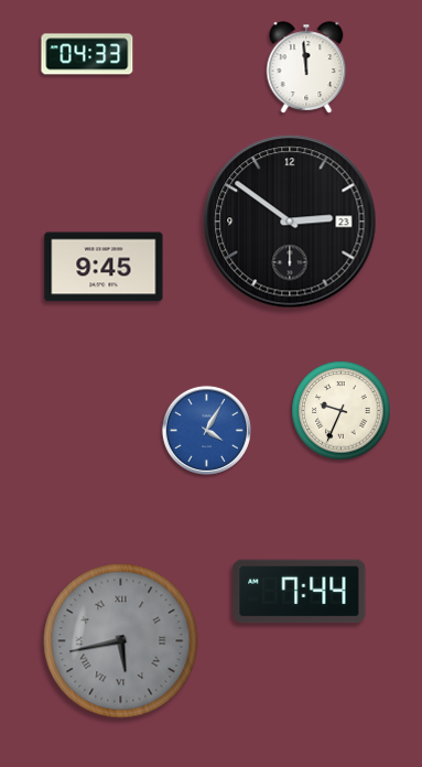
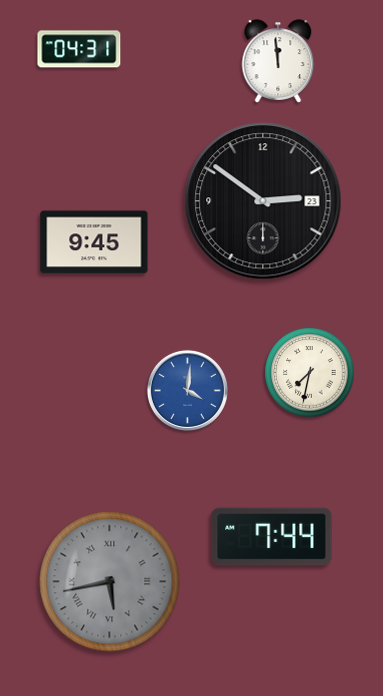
clock at (87, 54): 04:33 -> 04:31
clock at (342, 411): 9:34 -> 7:32
clock at (206, 430): 4:05 -> 4:01
